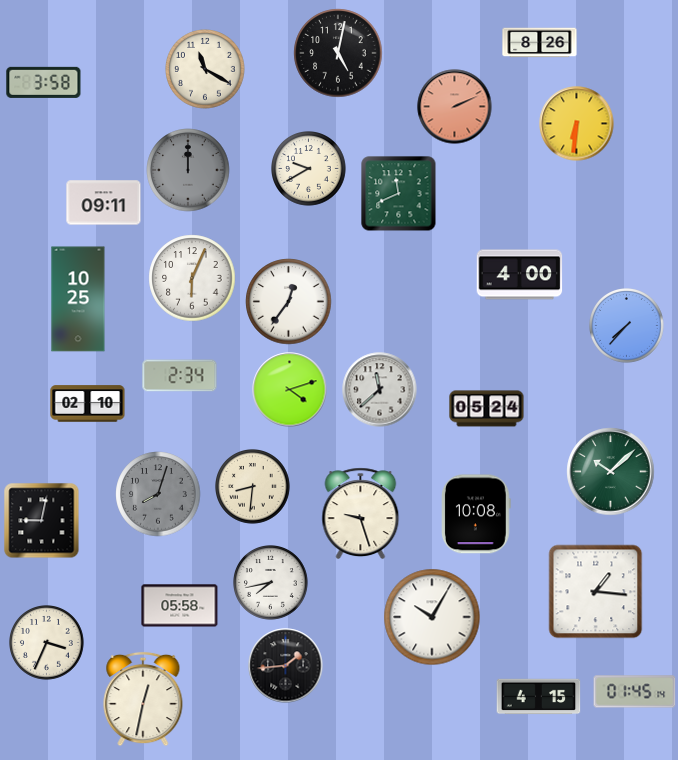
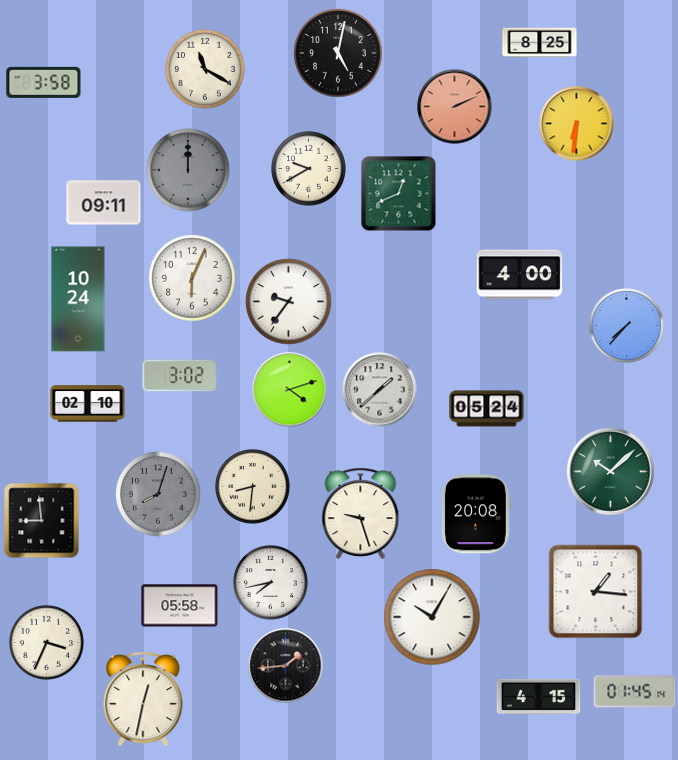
clock at (540, 43): 8:26 -> 8:25
clock at (399, 194): 11:41 -> 12:41
clock at (78, 299): 10:25 -> 10:24
clock at (289, 302): 12:36 -> 9:36
clock at (180, 376): 2:34 -> 3:02
clock at (380, 390): 11:38 -> 1:38
clock at (477, 514): 10:08 -> 20:08
clock at (42, 521): 9:02 -> 8:59
